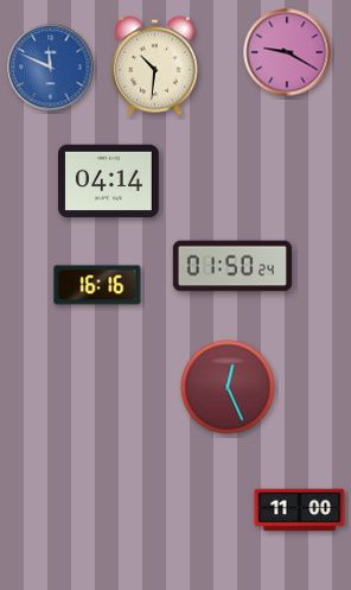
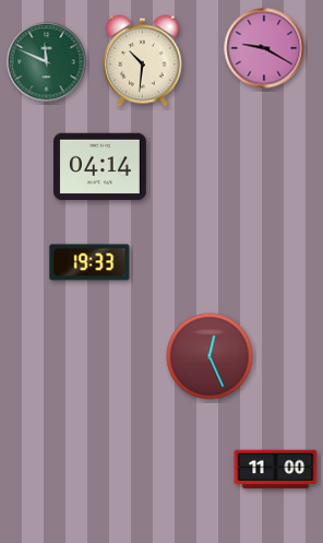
clock at (51, 68) dial: blue -> green
clock at (232, 266): 01:50 -> none
clock at (97, 285): 16:16 -> 19:33
